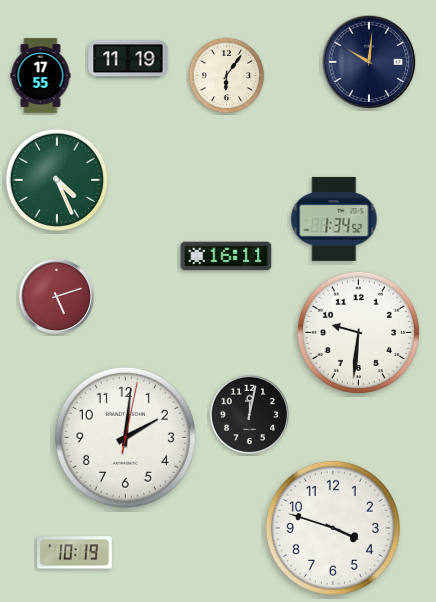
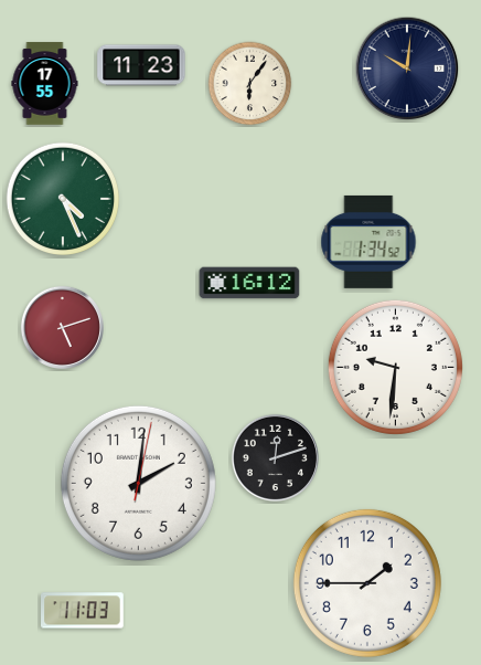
clock at (128, 59): 11:19 -> 11:23
clock at (226, 256): 16:11 -> 16:12
clock at (249, 414): 12:02 -> 12:12
clock at (333, 528): 3:48 -> 1:45
clock at (75, 553): 10:19 -> 11:03
